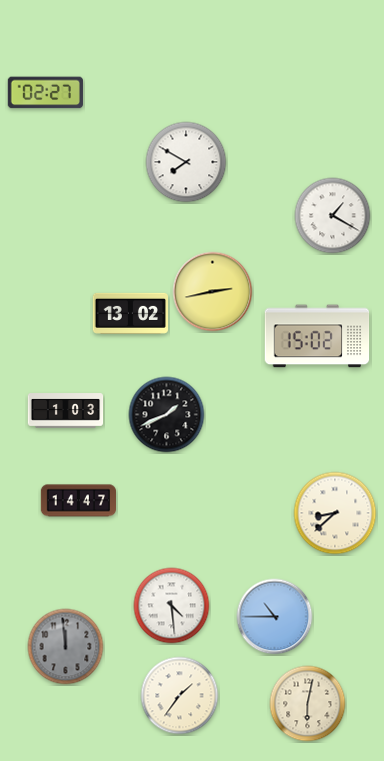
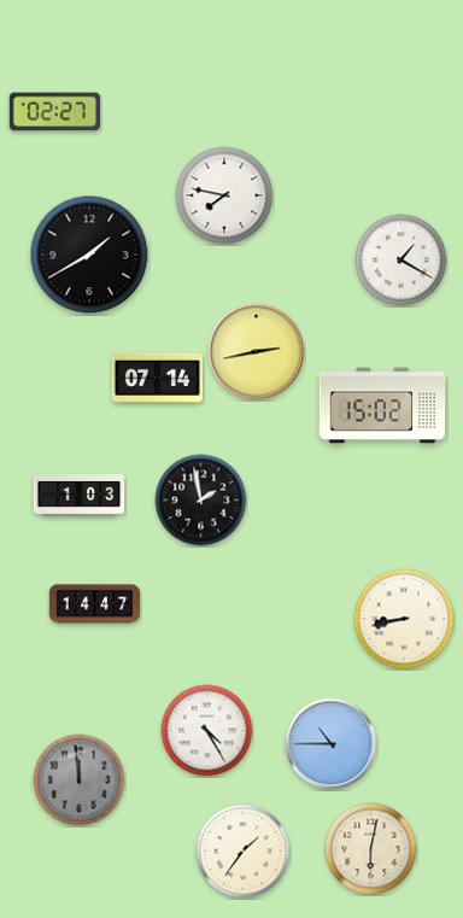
clock at (186, 162): 7:50 -> 7:47
clock at (89, 255): none -> 1:40
clock at (130, 313): 13:02 -> 07:14
clock at (167, 415): 1:41 -> 1:58
clock at (335, 513): 8:38 -> 8:43
clock at (172, 606): 4:29 -> 4:25
clock at (180, 696) position: (180, 696) -> (244, 852)
